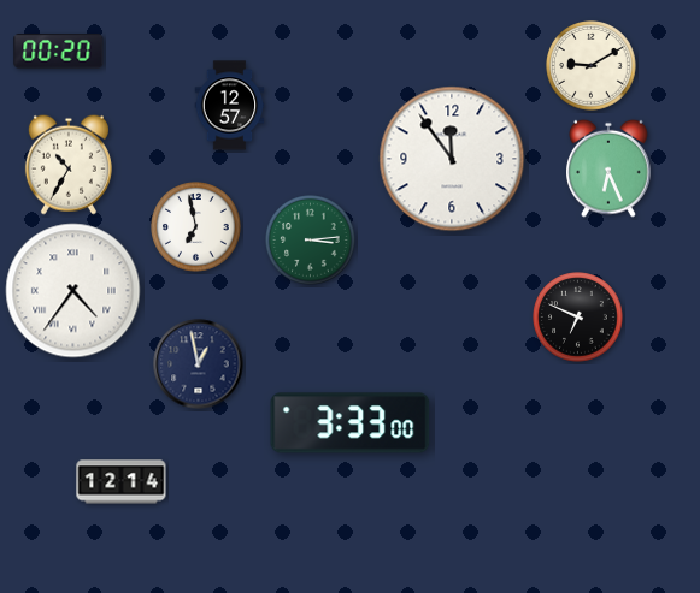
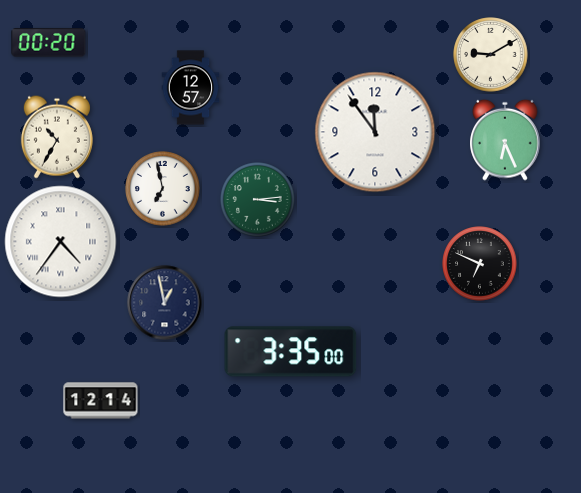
clock at (351, 423): 3:33 -> 3:35
